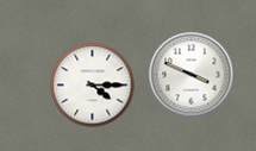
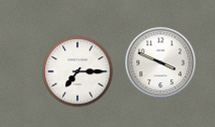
clock at (93, 86): 4:15 -> 7:15
